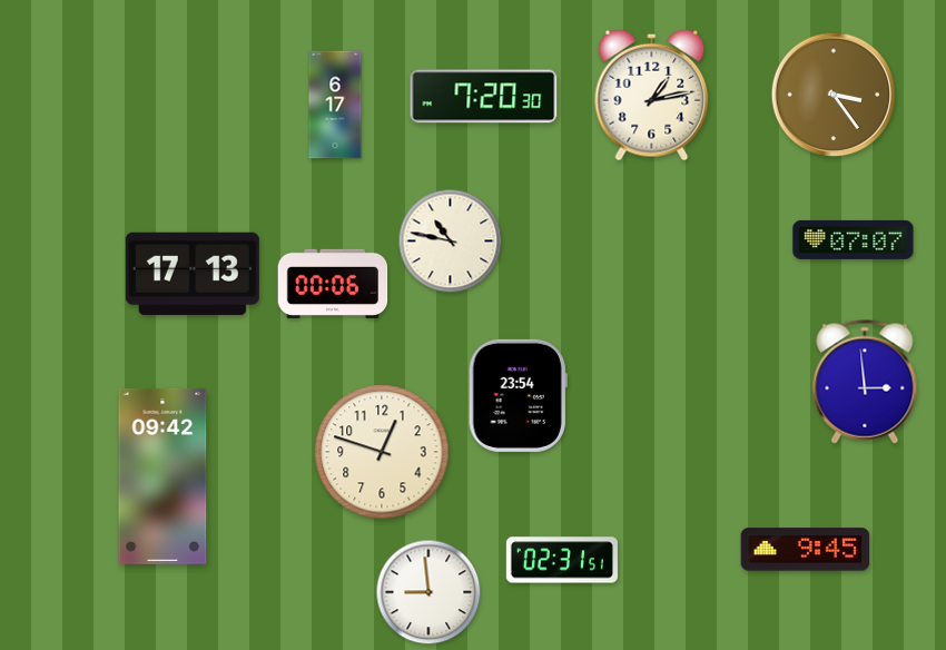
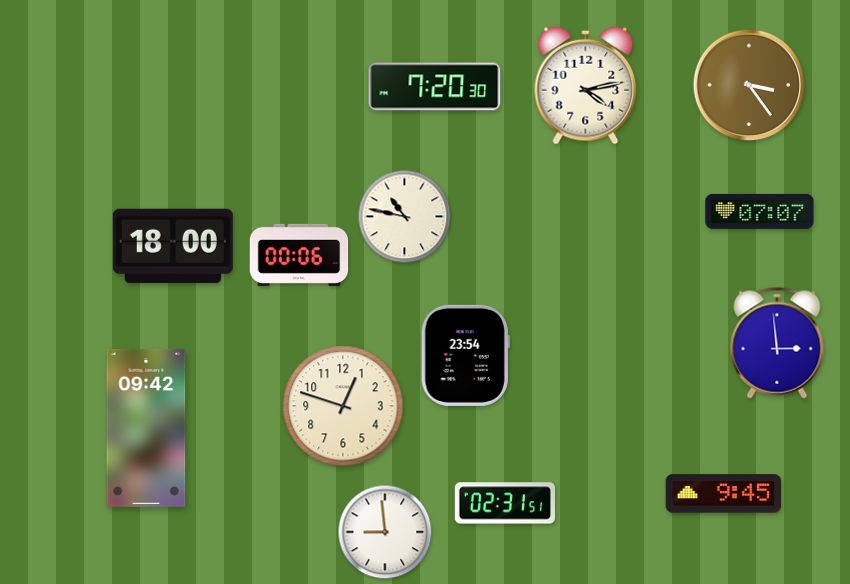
clock at (652, 95): 1:13 -> 4:13
clock at (335, 105): 6:17 -> none
clock at (854, 239) position: (854, 239) -> (760, 211)
clock at (193, 274): 17:13 -> 18:00
